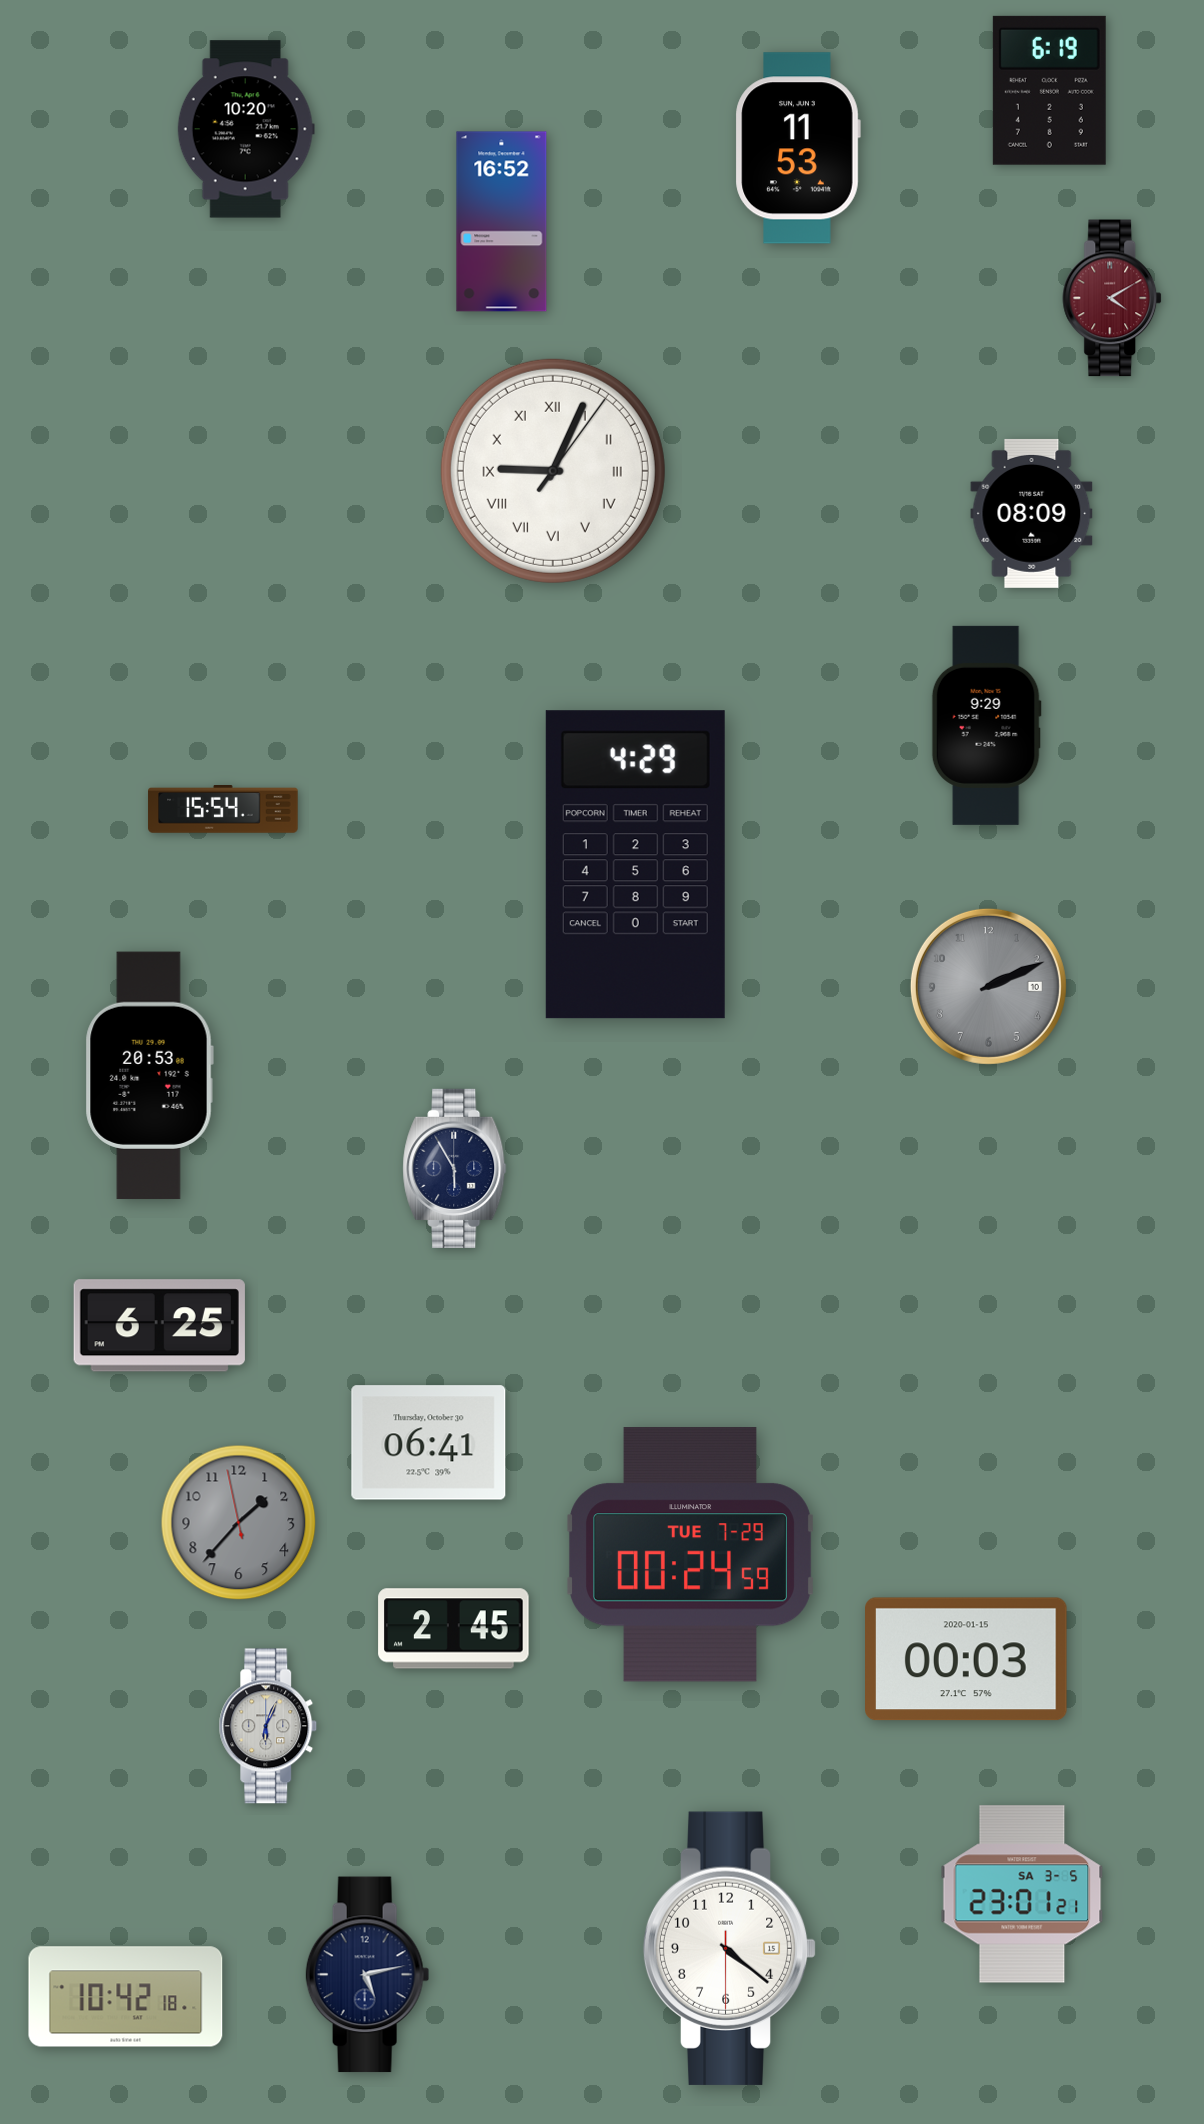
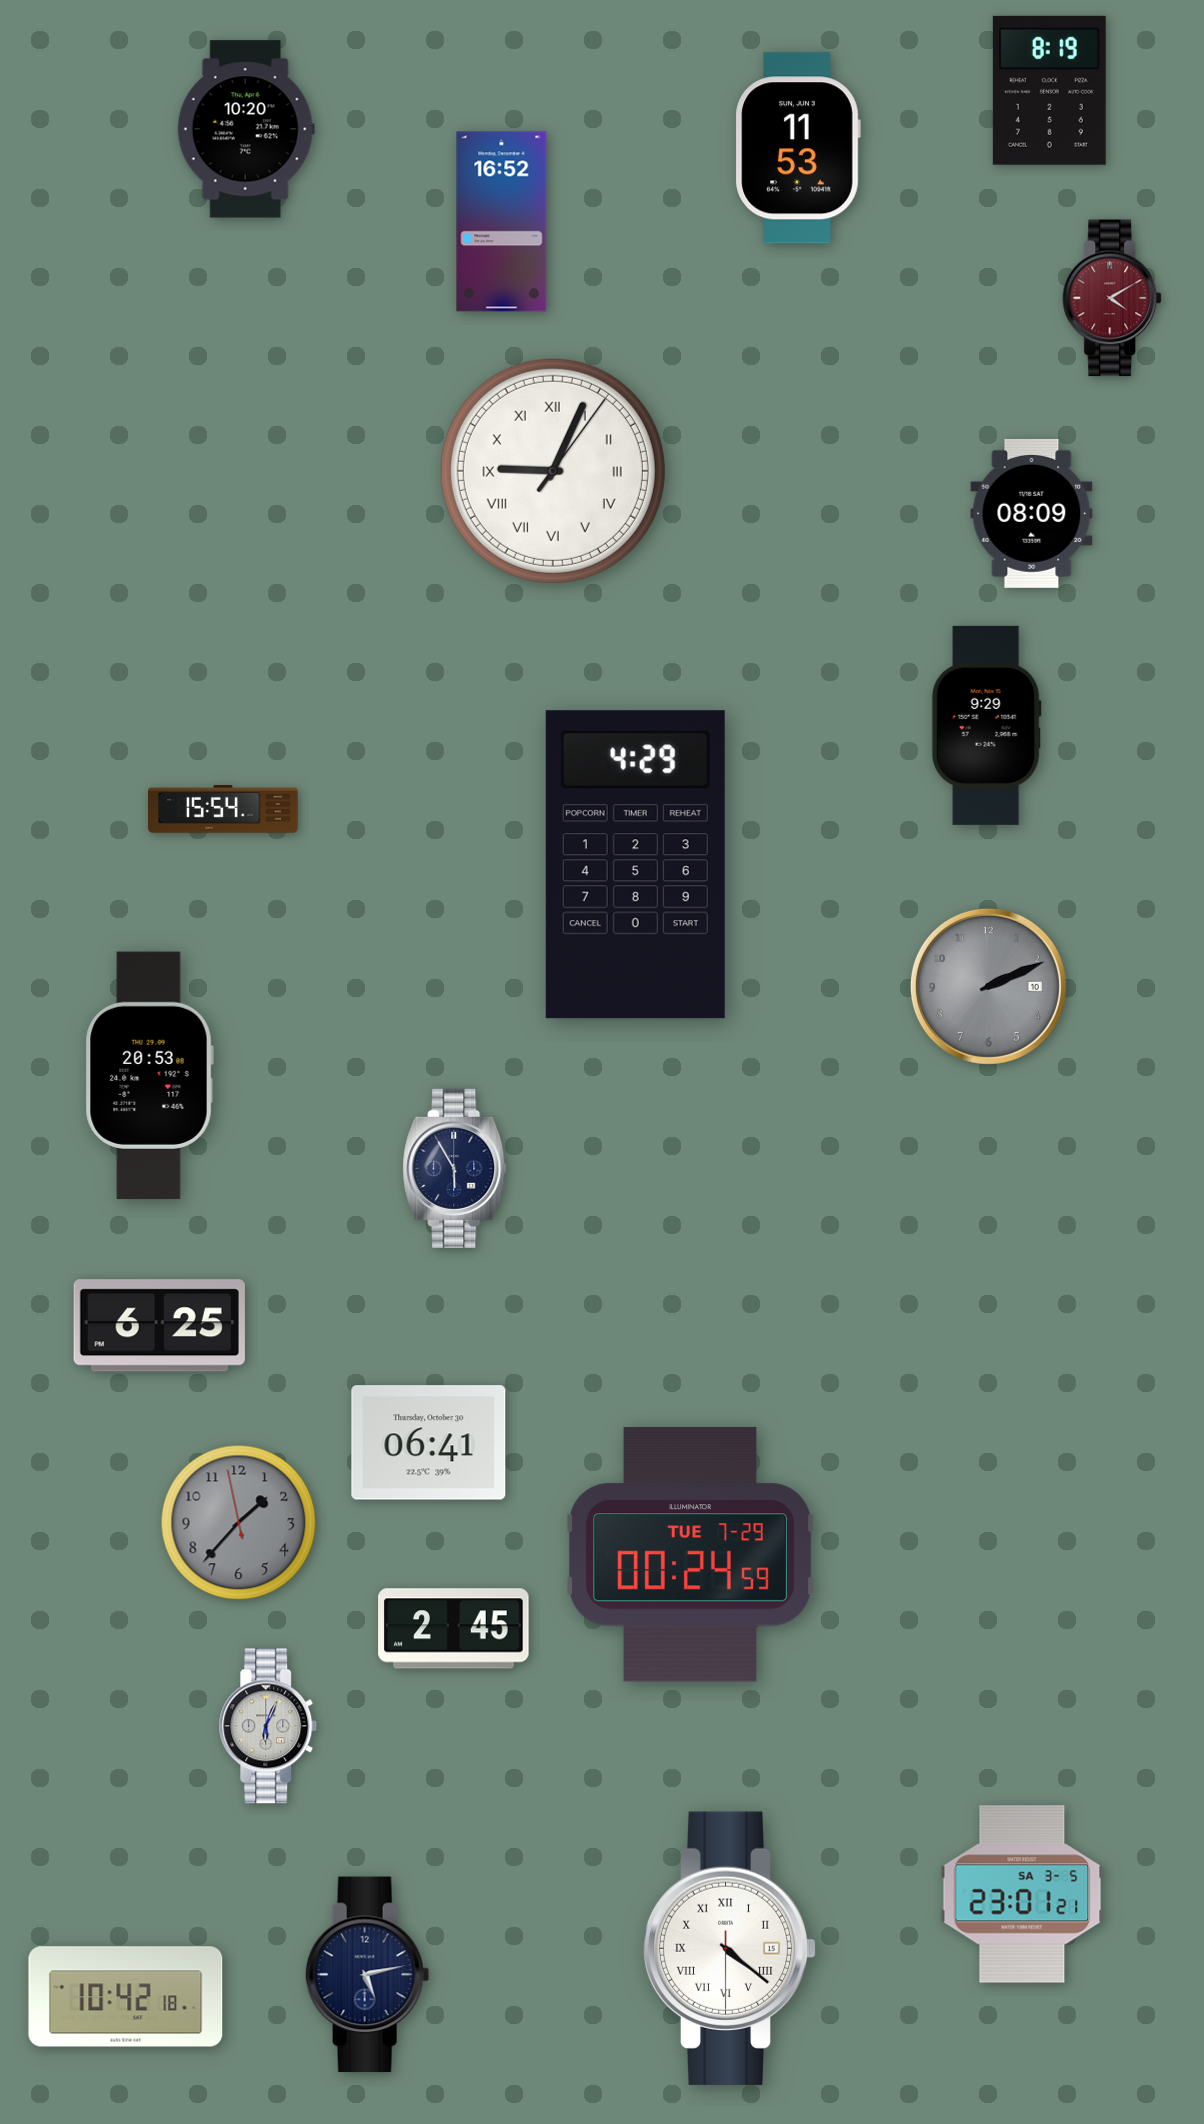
clock at (1049, 90): 6:19 -> 8:19
clock at (967, 1659): 00:03 -> none
clock at (730, 1948) numerals: Arabic -> Roman
